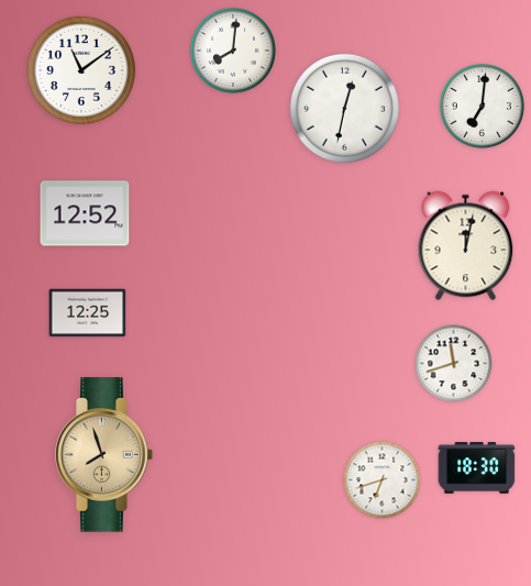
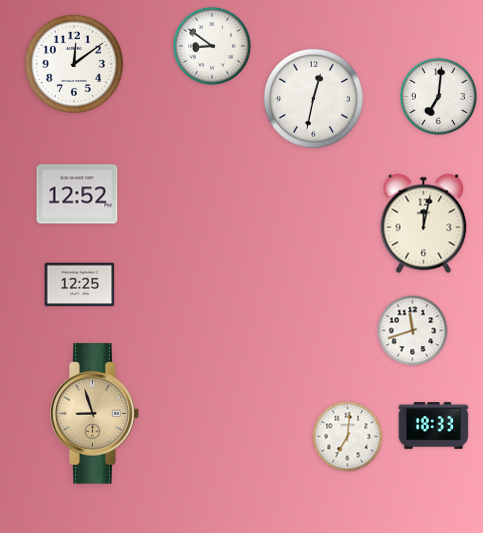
clock at (233, 51): 8:01 -> 8:51
clock at (81, 70): 11:09 -> 12:09
clock at (104, 455): 7:57 -> 8:57
clock at (477, 468): 18:30 -> 18:33
clock at (383, 480): 6:42 -> 7:01
